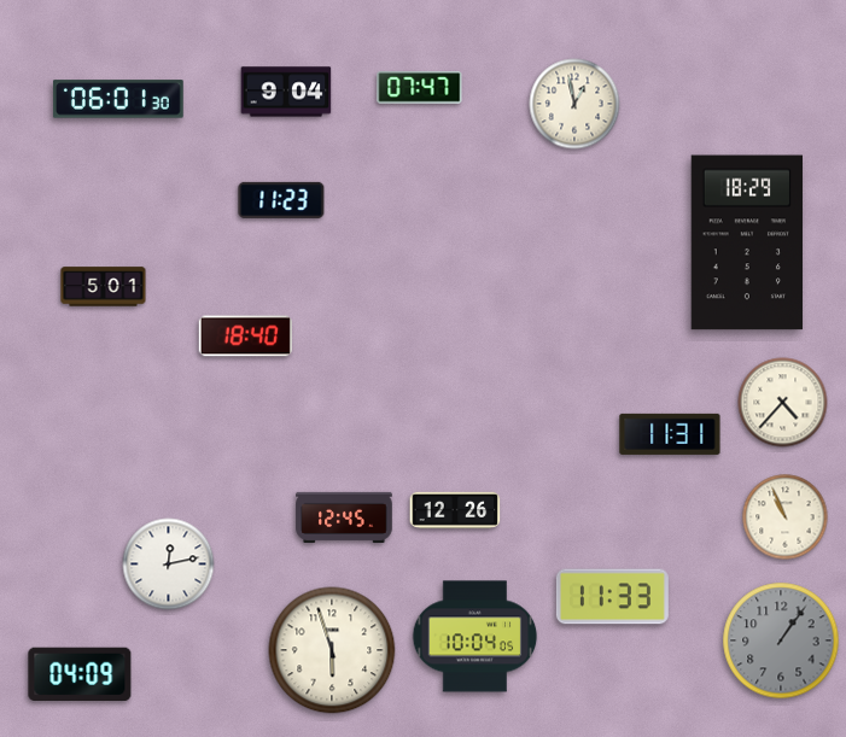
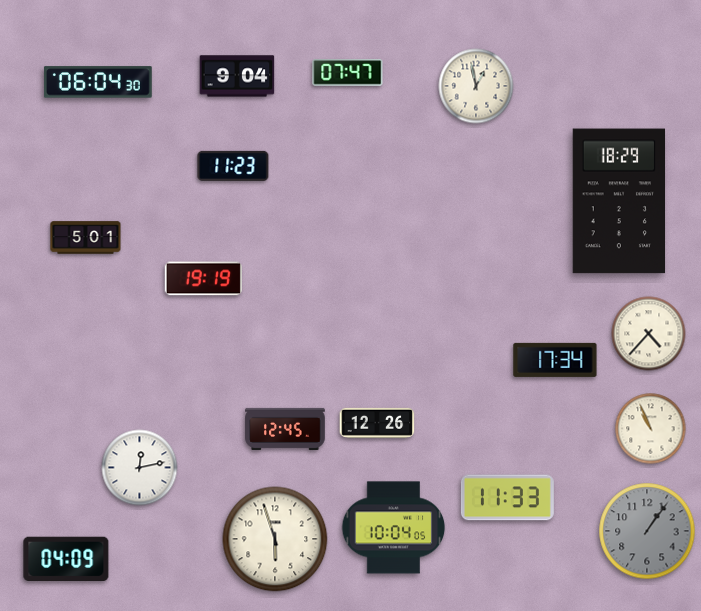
clock at (118, 99): 06:01 -> 06:04
clock at (245, 337): 18:40 -> 19:19
clock at (670, 434): 11:31 -> 17:34
clock at (612, 597) position: (612, 597) -> (507, 498)
